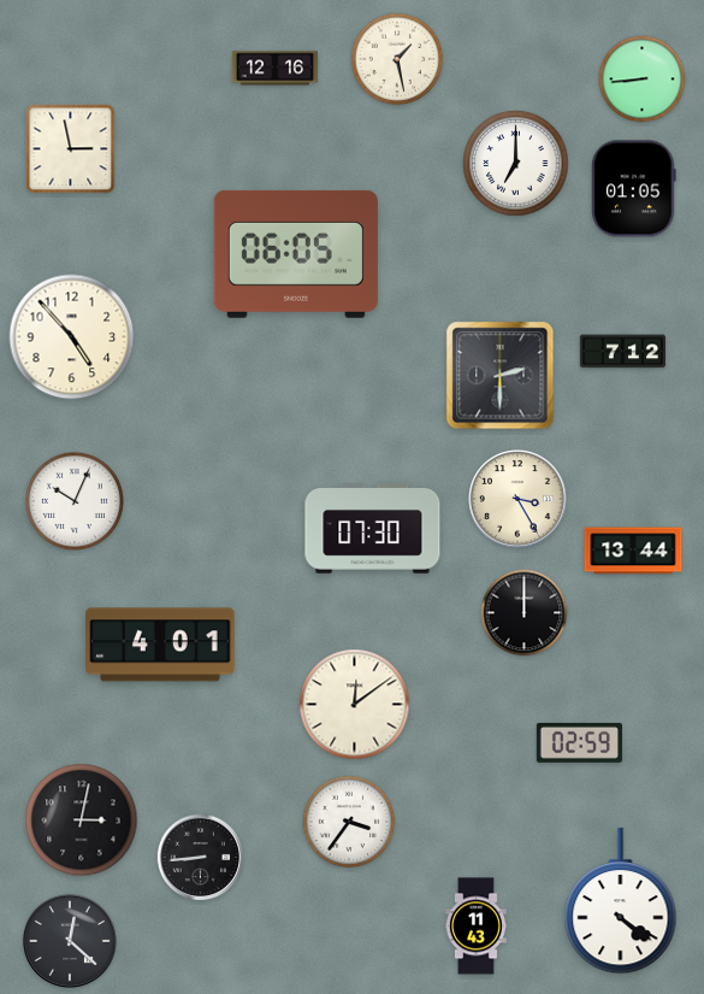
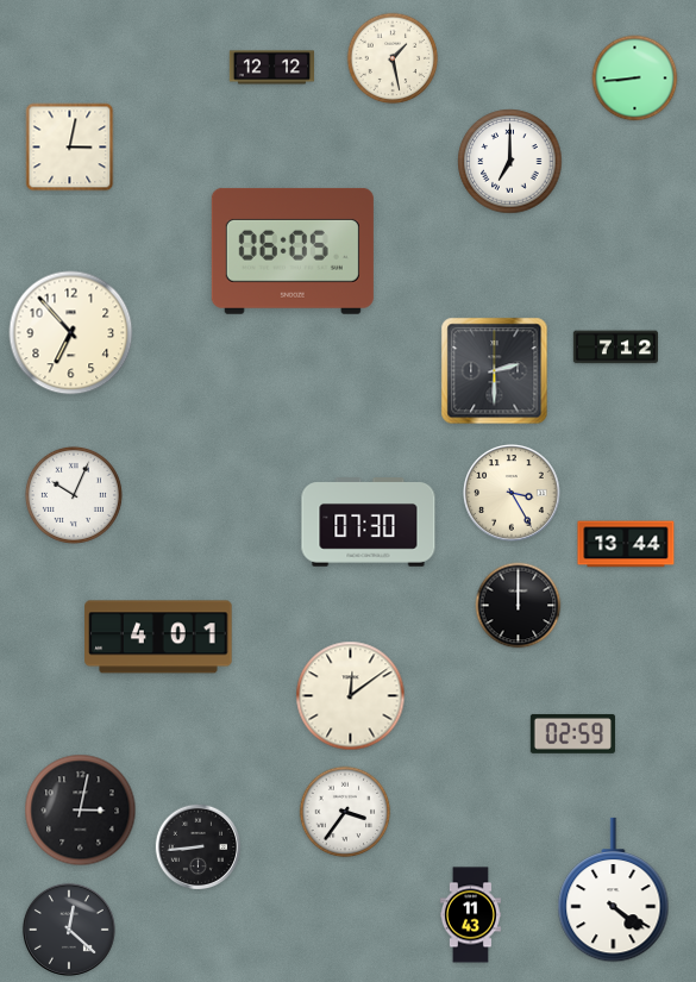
clock at (274, 69): 12:16 -> 12:12
clock at (71, 149): 2:58 -> 3:02
clock at (634, 189): 01:05 -> none
clock at (72, 337): 4:53 -> 6:53
